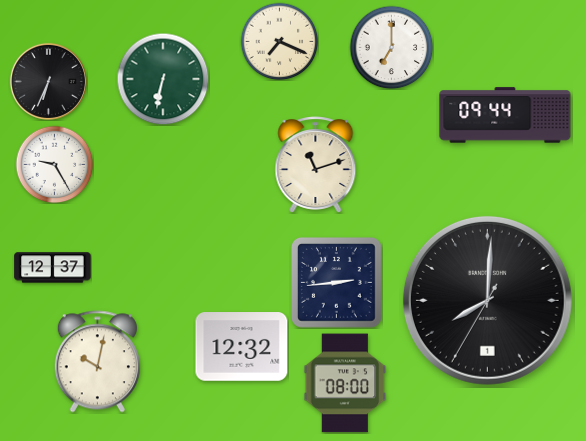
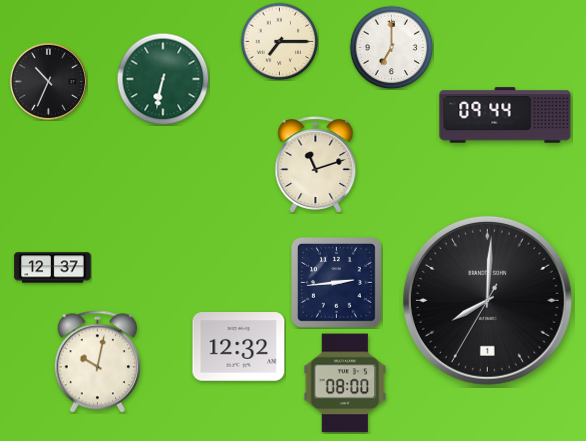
clock at (279, 41): 7:19 -> 7:15
clock at (48, 81): 6:34 -> 10:34
clock at (54, 164): 9:25 -> none
clock at (242, 347) position: (242, 347) -> (239, 347)
